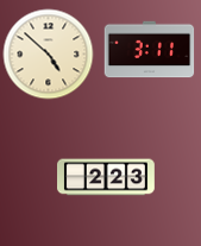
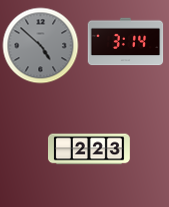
clock at (150, 50): 3:11 -> 3:14
clock at (49, 55) dial: cream -> grey
